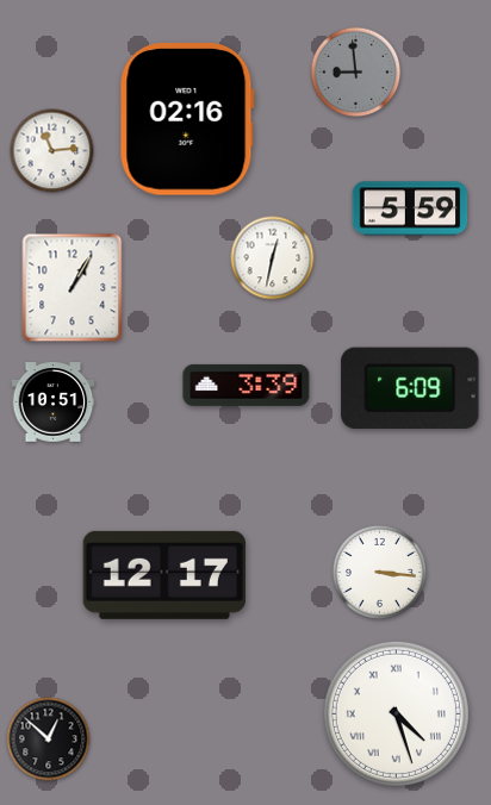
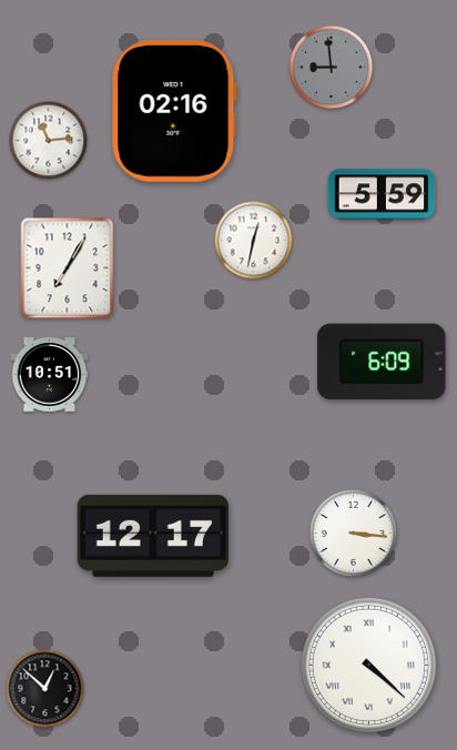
clock at (73, 288): 1:05 -> 7:05
clock at (247, 385): 3:39 -> none
clock at (396, 713): 4:27 -> 4:22
